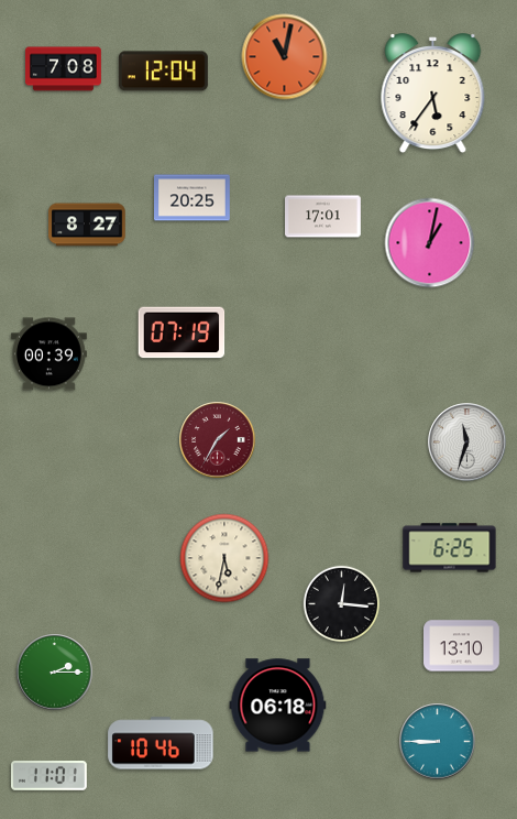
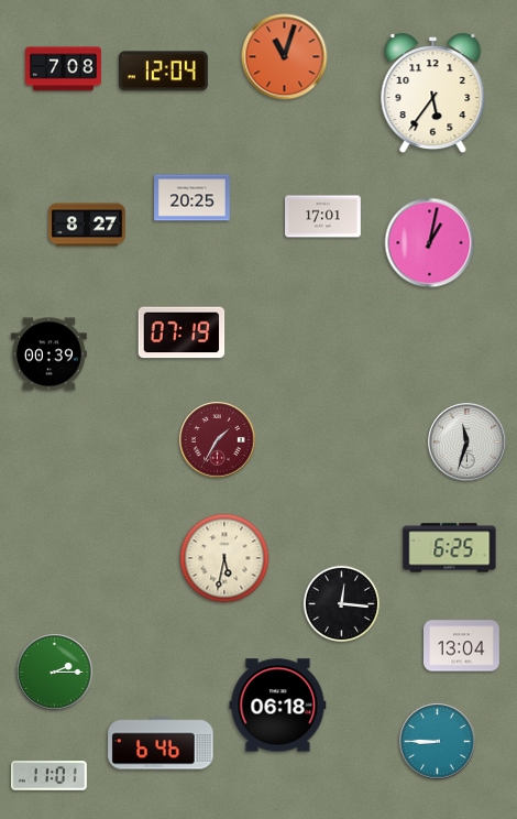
clock at (285, 57): 11:02 -> 11:03
clock at (462, 646): 13:10 -> 13:04
clock at (161, 743): 10:46 -> 6:46
